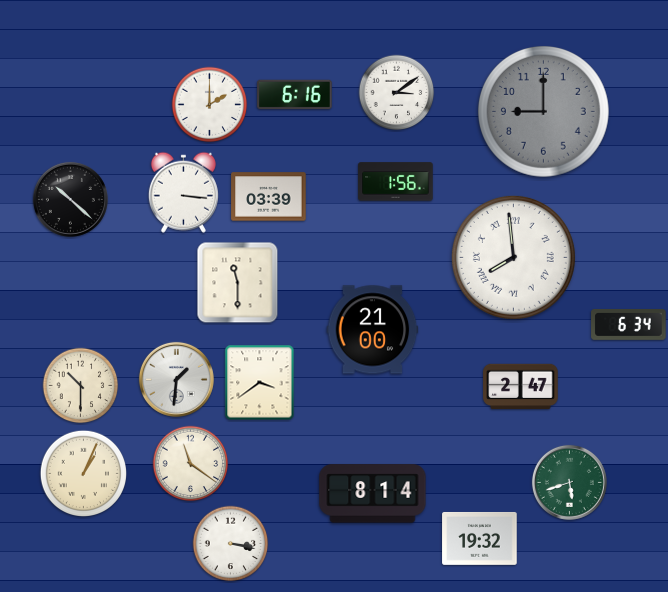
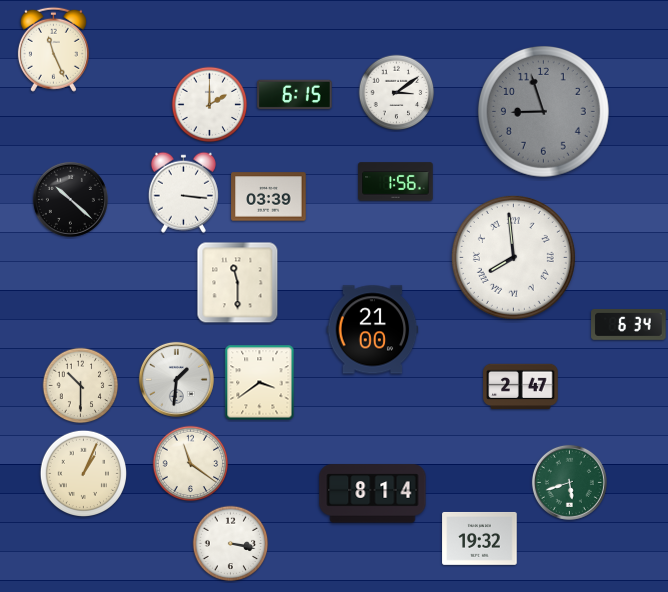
clock at (53, 49): none -> 11:26
clock at (295, 95): 6:16 -> 6:15
clock at (543, 111): 9:00 -> 8:57
